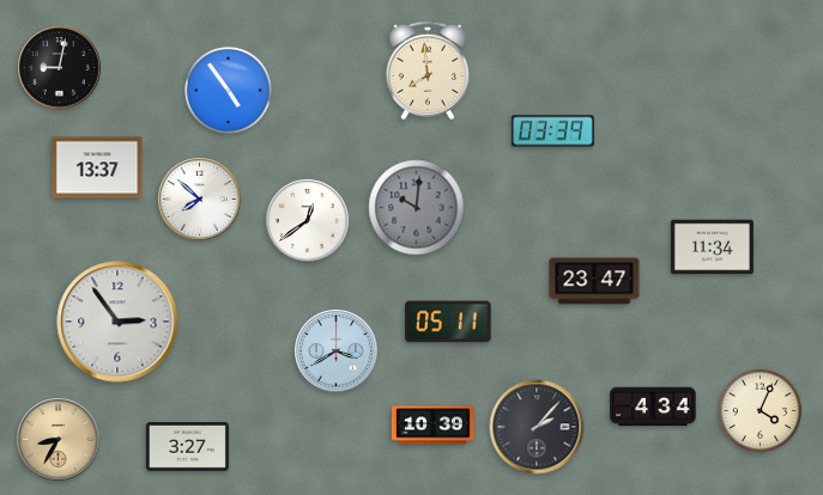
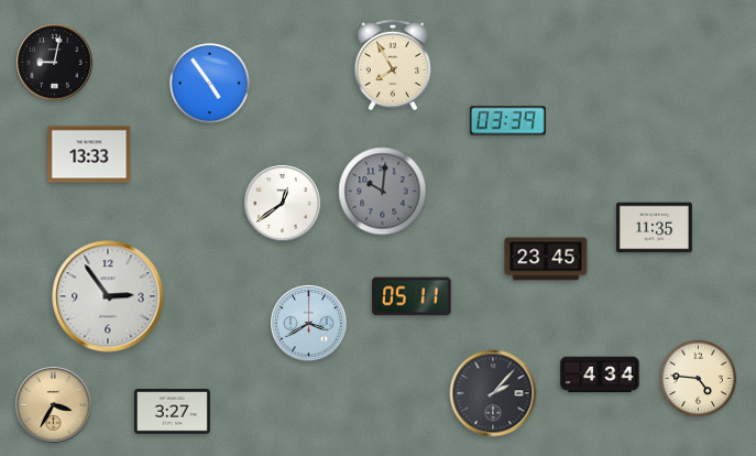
clock at (426, 69): 7:59 -> 7:55
clock at (97, 167): 13:37 -> 13:33
clock at (200, 200): 7:52 -> none
clock at (712, 247): 11:34 -> 11:35
clock at (594, 281): 23:47 -> 23:45
clock at (761, 411): 4:04 -> 4:46
clock at (432, 426): 10:39 -> none
clock at (59, 440): 8:35 -> 3:35
